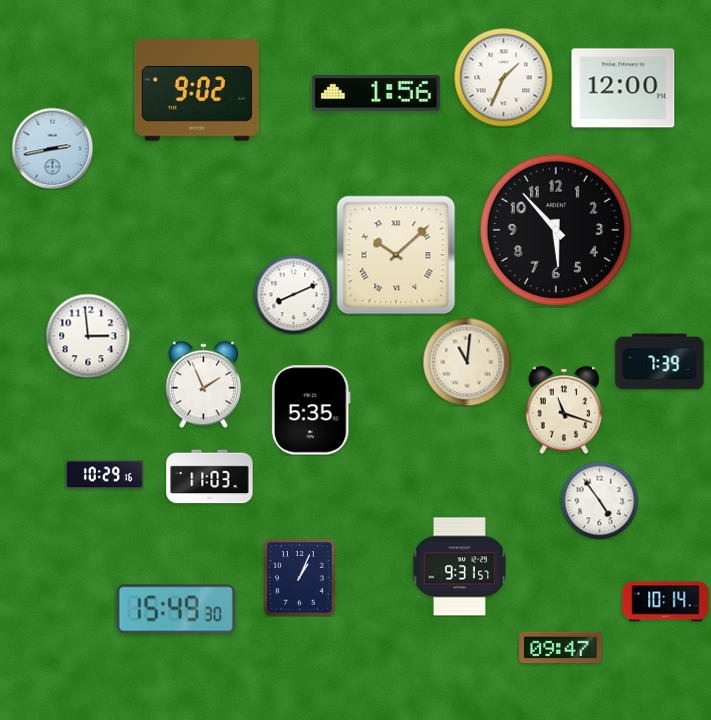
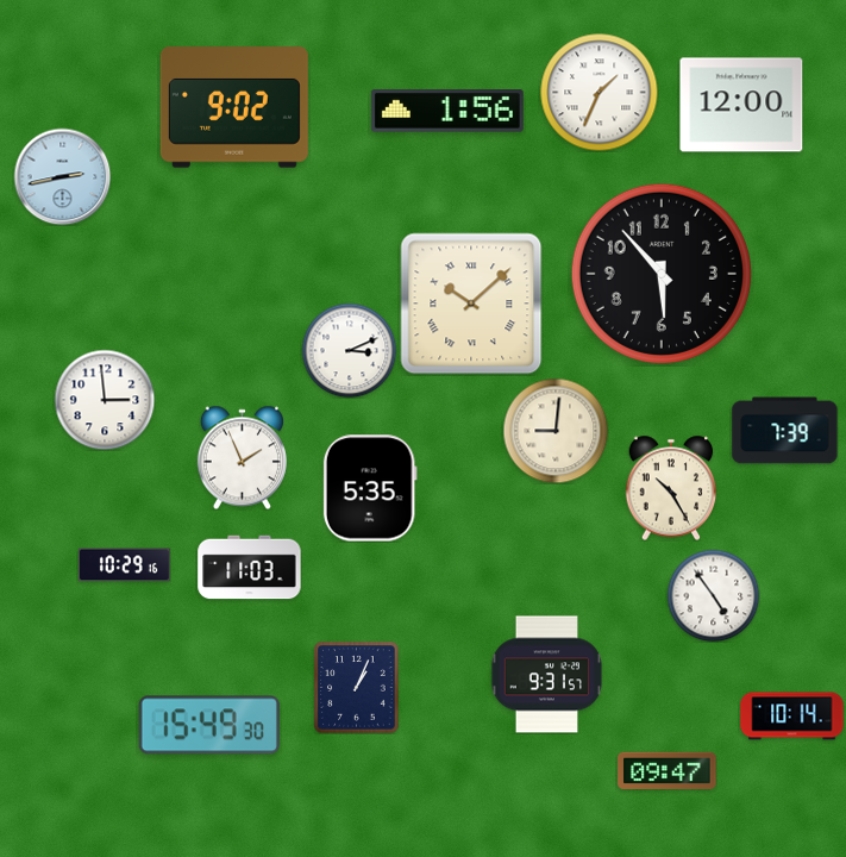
clock at (293, 294): 8:11 -> 3:11
clock at (467, 362): 11:01 -> 9:01
clock at (564, 410): 11:18 -> 10:25
